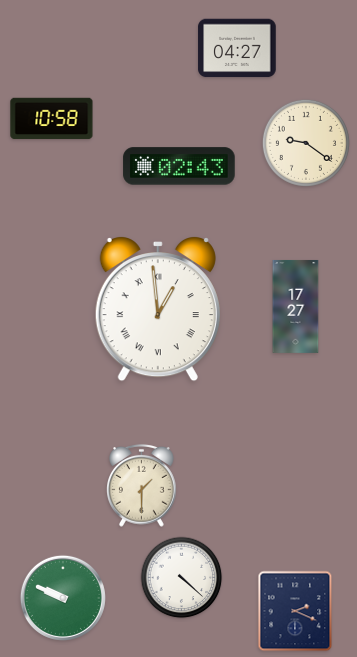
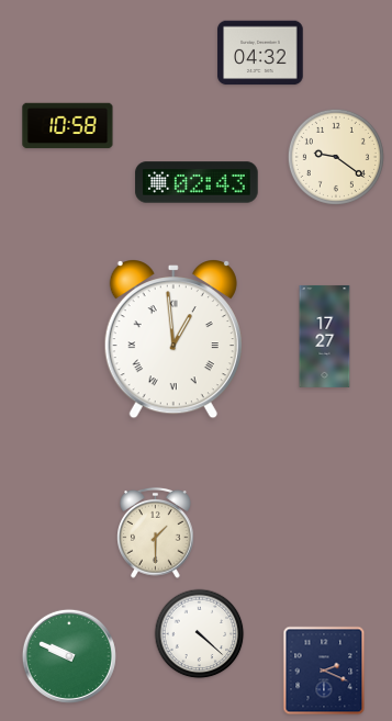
clock at (237, 48): 04:27 -> 04:32
clock at (52, 119) position: (52, 119) -> (68, 126)
